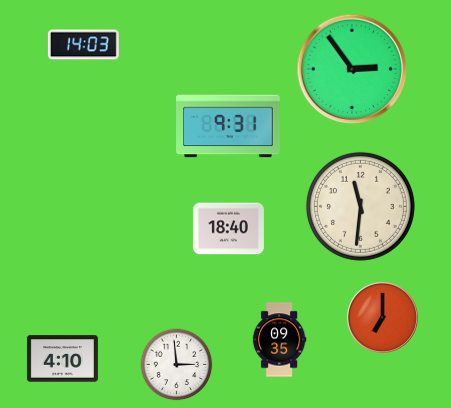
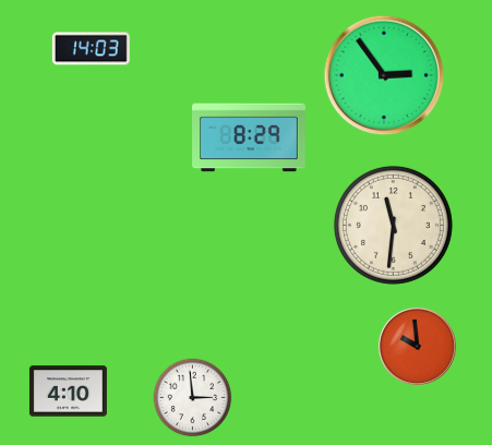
clock at (228, 126): 9:31 -> 8:29
clock at (228, 229): 18:40 -> none
clock at (382, 317): 7:00 -> 9:59
clock at (279, 340): 09:35 -> none
